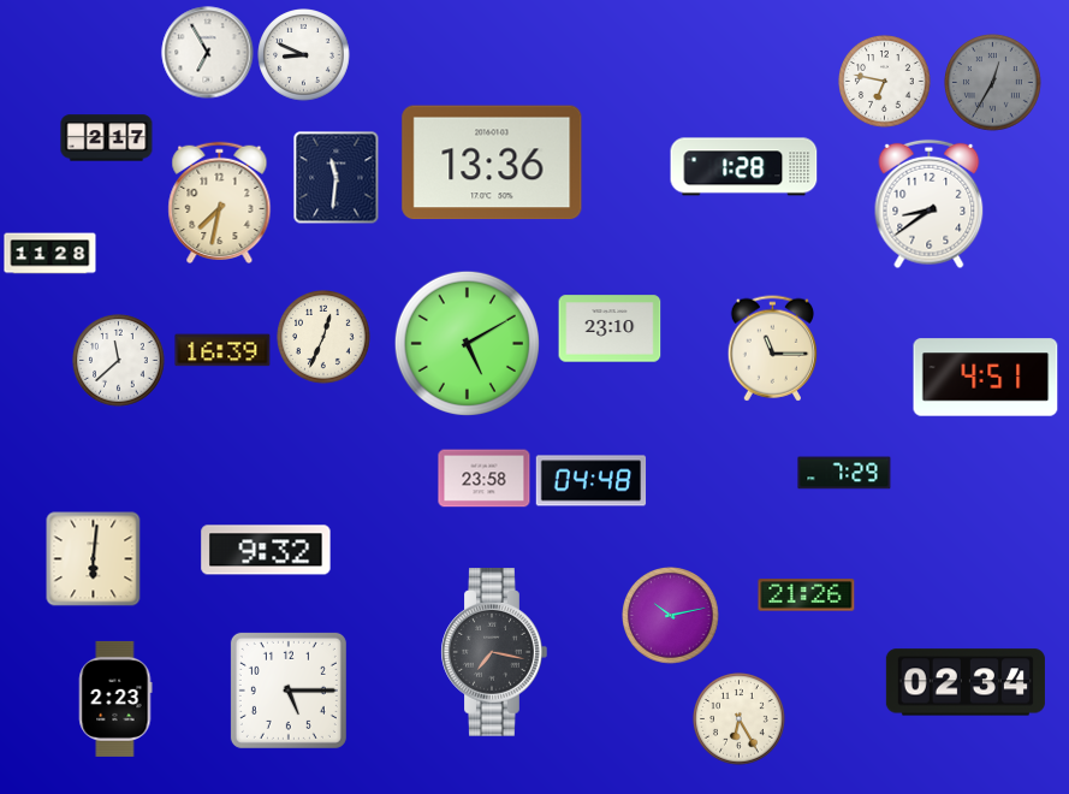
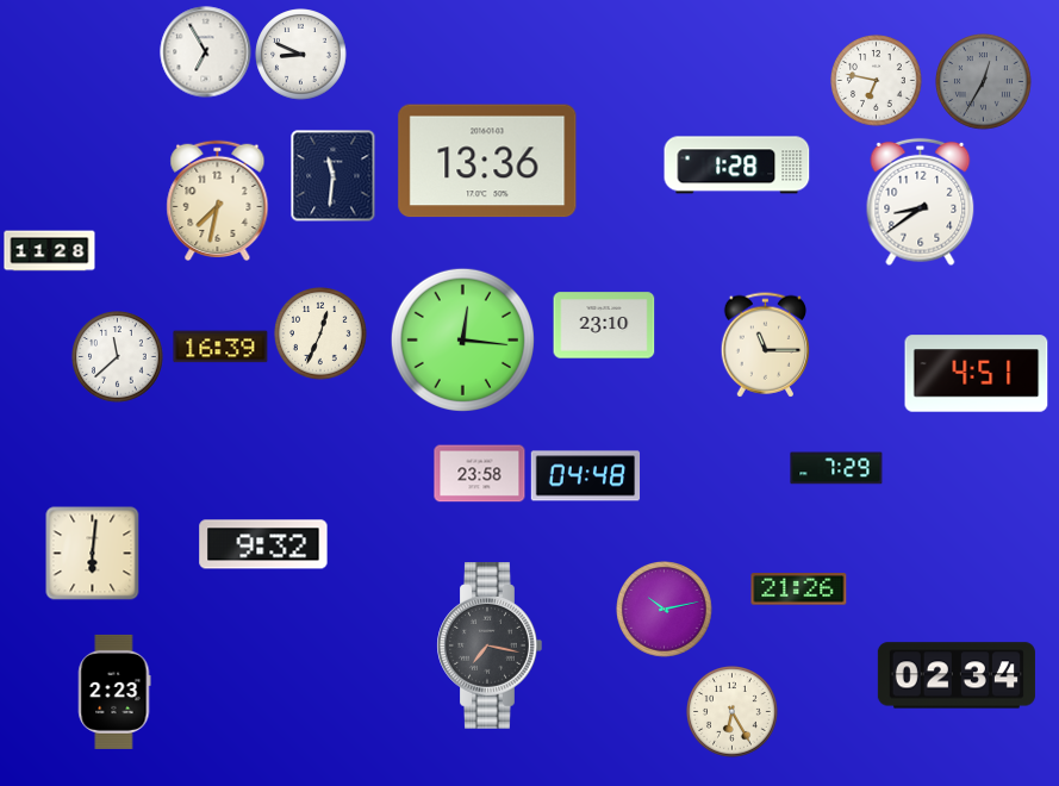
clock at (107, 138): 2:17 -> none
clock at (467, 343): 5:10 -> 12:16
clock at (289, 691): 5:15 -> none
